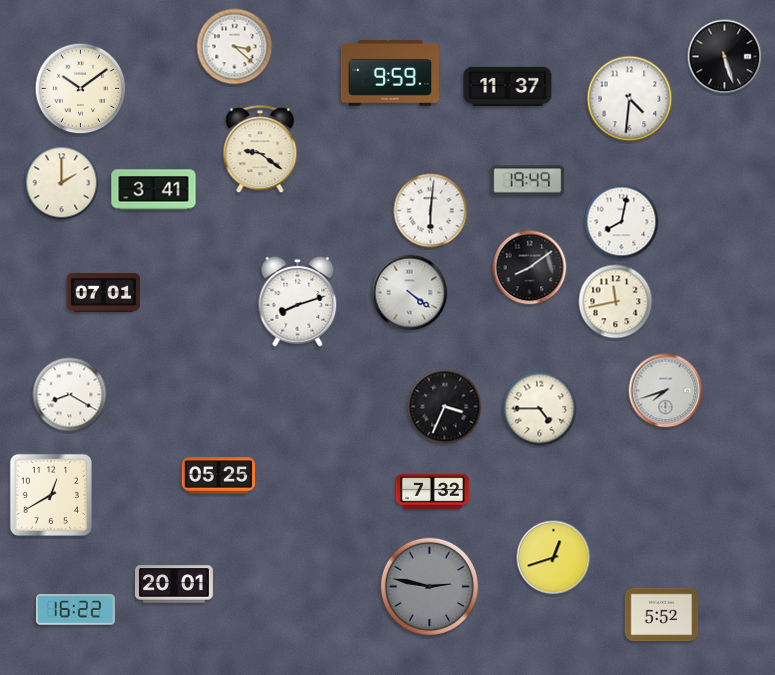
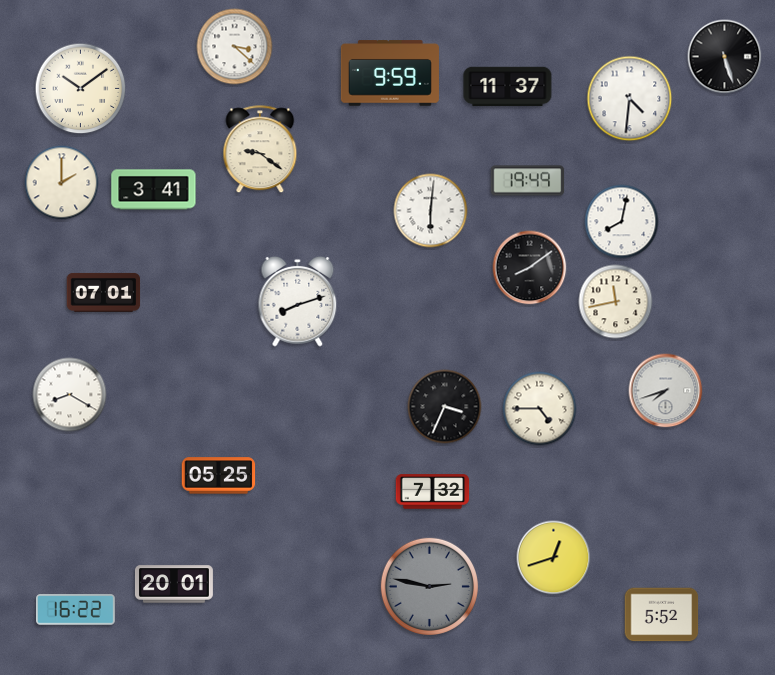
clock at (410, 293): 4:21 -> none
clock at (51, 495): 12:40 -> none
